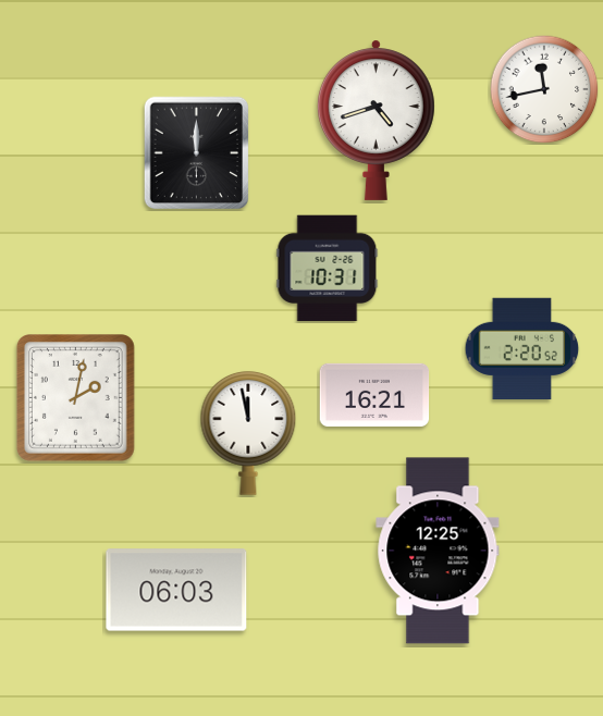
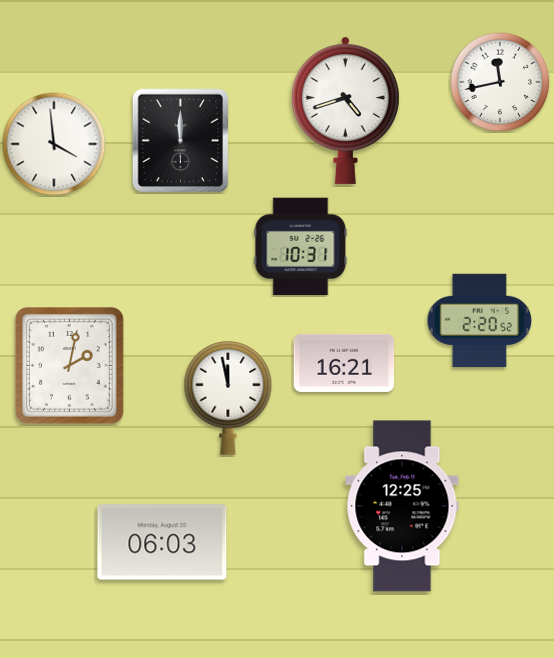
clock at (54, 144): none -> 3:59
